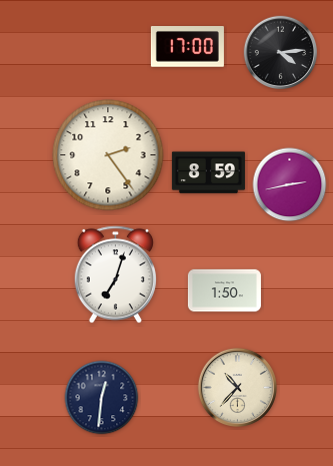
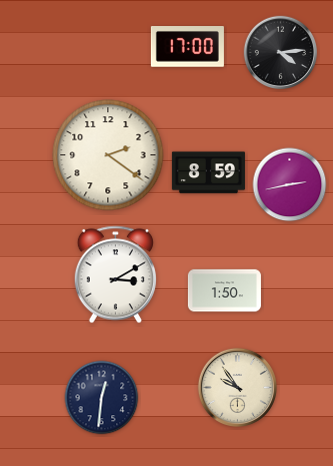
clock at (108, 155): 2:24 -> 2:21
clock at (115, 275): 7:03 -> 3:10
clock at (237, 387): 10:37 -> 9:54
